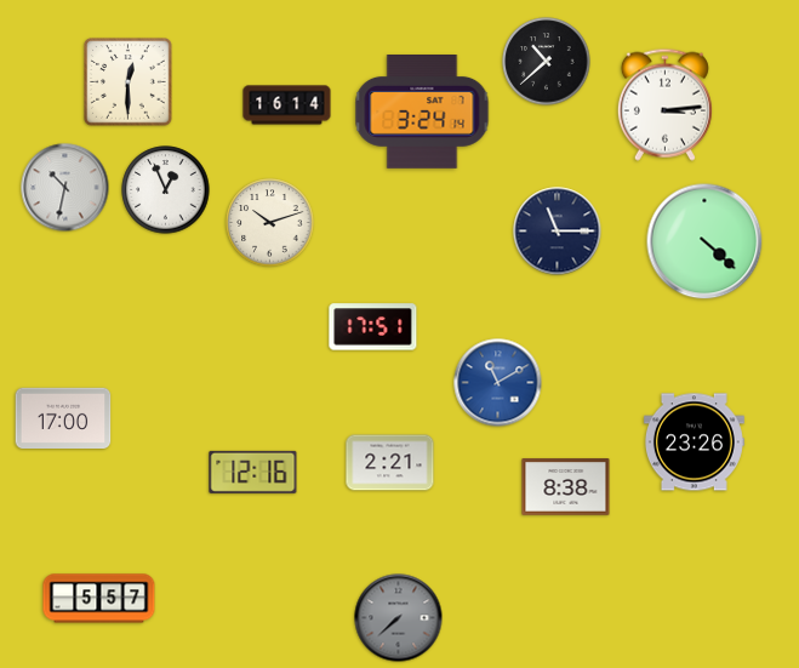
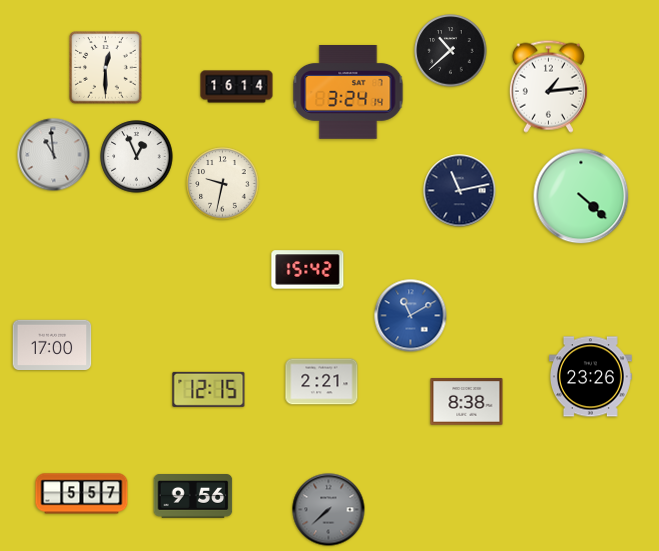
clock at (664, 104): 3:14 -> 1:14
clock at (65, 188): 10:32 -> 10:59
clock at (270, 223): 10:12 -> 9:32
clock at (558, 232): 11:15 -> 11:13
clock at (704, 241) position: (704, 241) -> (581, 196)
clock at (373, 327): 17:51 -> 15:42
clock at (694, 443) position: (694, 443) -> (590, 377)
clock at (253, 472): 12:16 -> 12:15
clock at (193, 497): none -> 9:56
